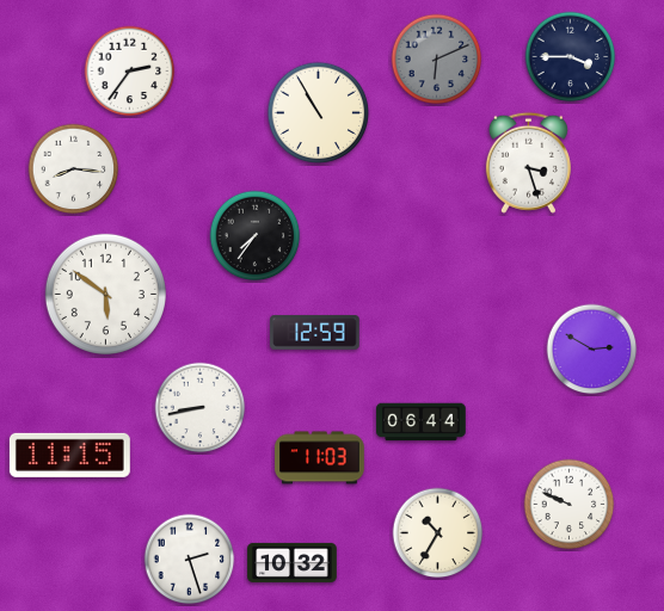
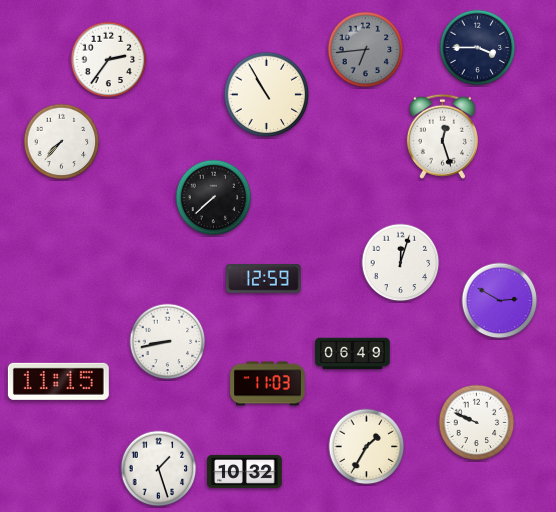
clock at (437, 60): 6:11 -> 6:44
clock at (528, 162): 3:27 -> 12:27
clock at (74, 169): 8:16 -> 7:37
clock at (256, 236): 7:36 -> 7:38
clock at (105, 294): 5:51 -> none
clock at (401, 263): none -> 12:03
clock at (592, 350) position: (592, 350) -> (500, 301)
clock at (422, 422): 06:44 -> 06:49
clock at (438, 533): 10:35 -> 1:35
clock at (190, 560): 2:27 -> 1:27
